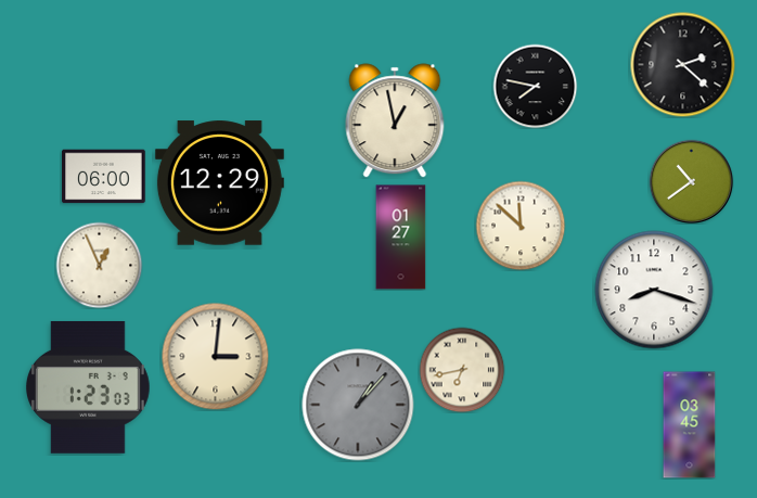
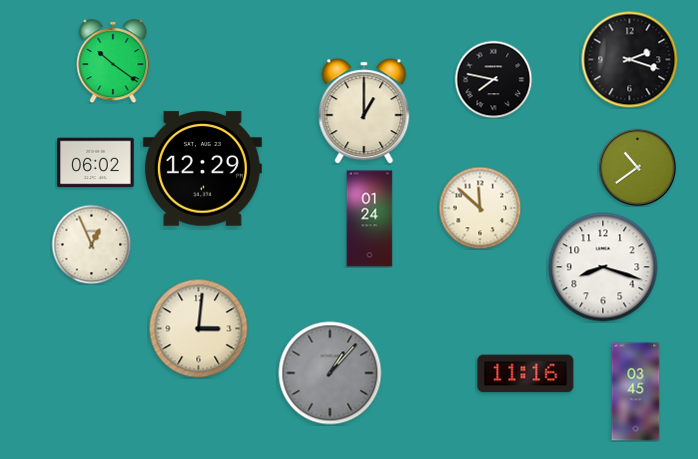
clock at (682, 64): 2:22 -> 2:18
clock at (113, 62): none -> 10:21
clock at (395, 120): 12:58 -> 1:00
clock at (104, 177): 06:00 -> 06:02
clock at (401, 238): 01:27 -> 01:24
clock at (462, 370): 6:43 -> none
clock at (89, 387): 1:23 -> none
clock at (526, 374): none -> 11:16
